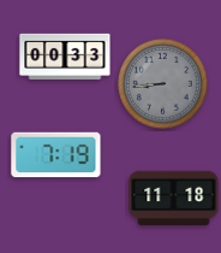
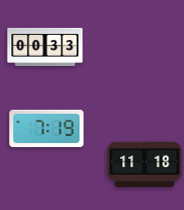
clock at (65, 57) position: (65, 57) -> (45, 47)
clock at (162, 83): 8:44 -> none
